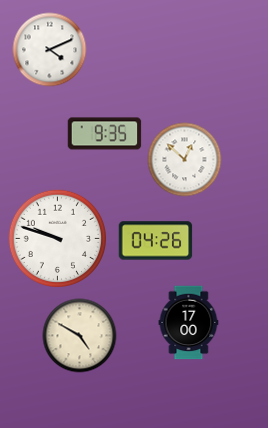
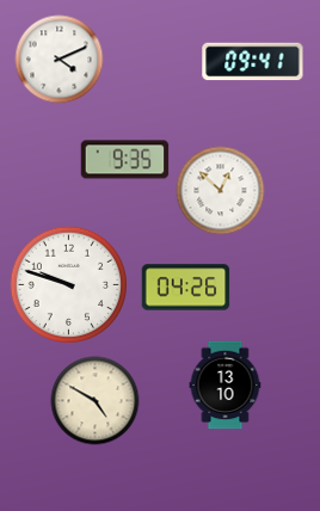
clock at (253, 62): none -> 09:41
clock at (189, 323): 17:00 -> 13:10
